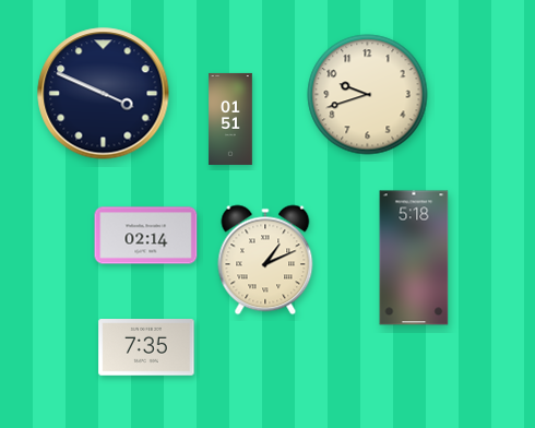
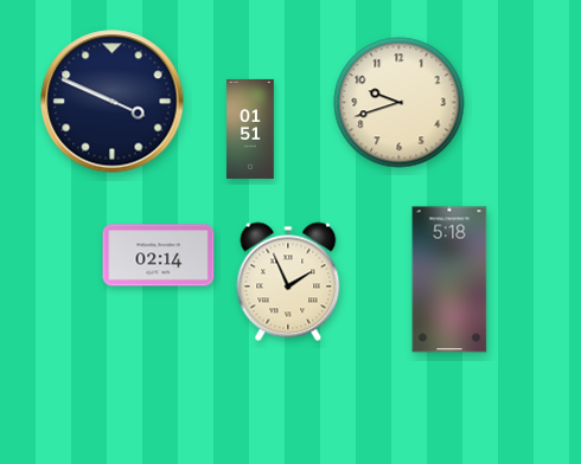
clock at (265, 260): 1:11 -> 1:56
clock at (146, 348): 7:35 -> none
